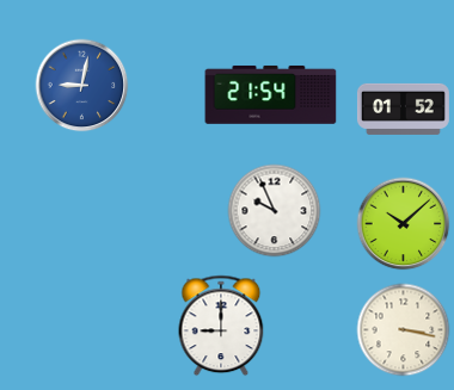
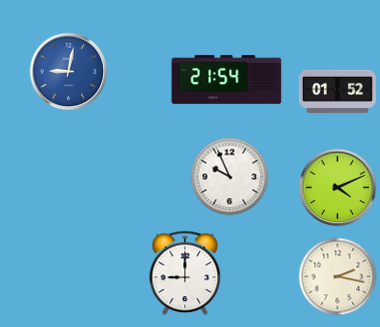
clock at (403, 223): 10:08 -> 4:11
clock at (403, 329): 3:17 -> 2:17
